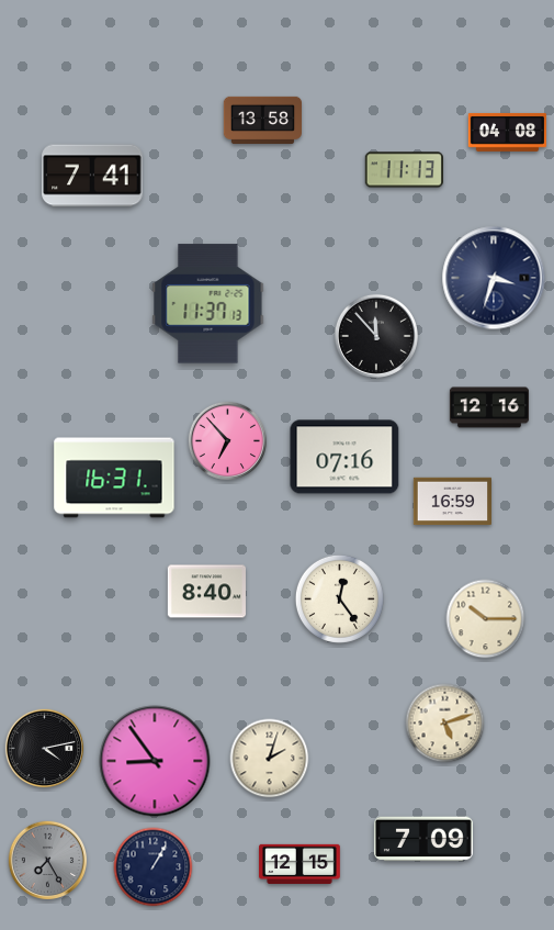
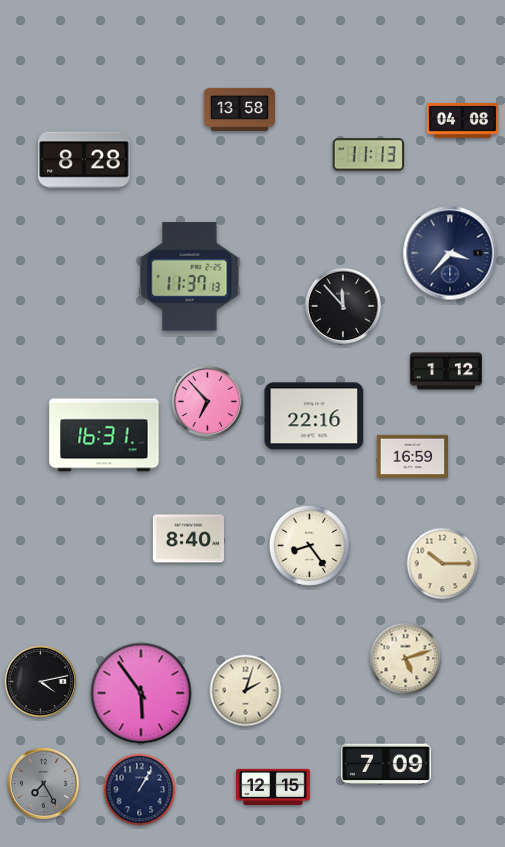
clock at (92, 176): 7:41 -> 8:28
clock at (494, 278): 3:33 -> 3:37
clock at (489, 407): 12:16 -> 1:12
clock at (344, 457): 07:16 -> 22:16
clock at (339, 598): 12:24 -> 8:24
clock at (155, 761): 8:54 -> 5:54
